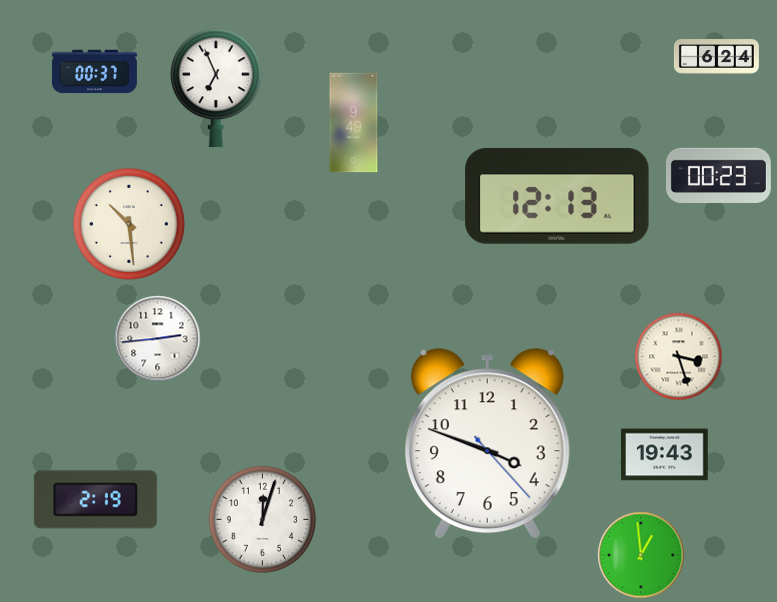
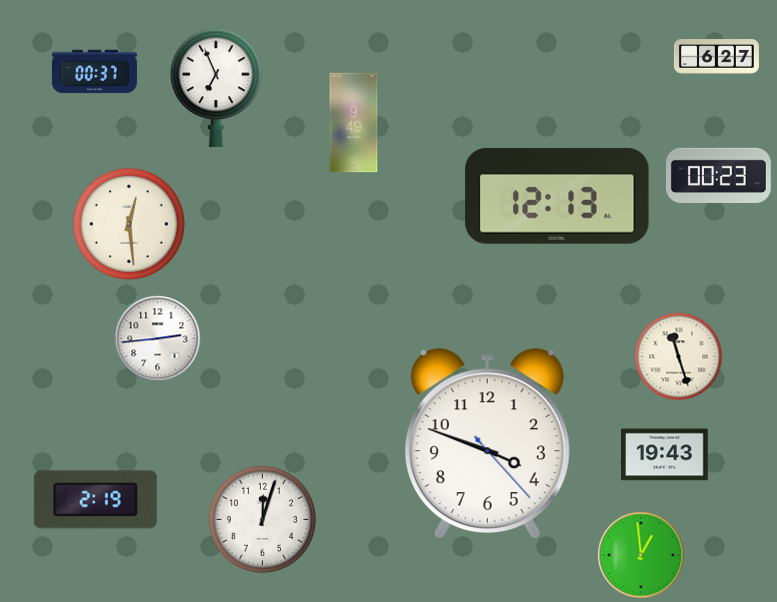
clock at (716, 57): 6:24 -> 6:27
clock at (129, 224): 10:29 -> 12:29
clock at (679, 357): 3:27 -> 11:27
